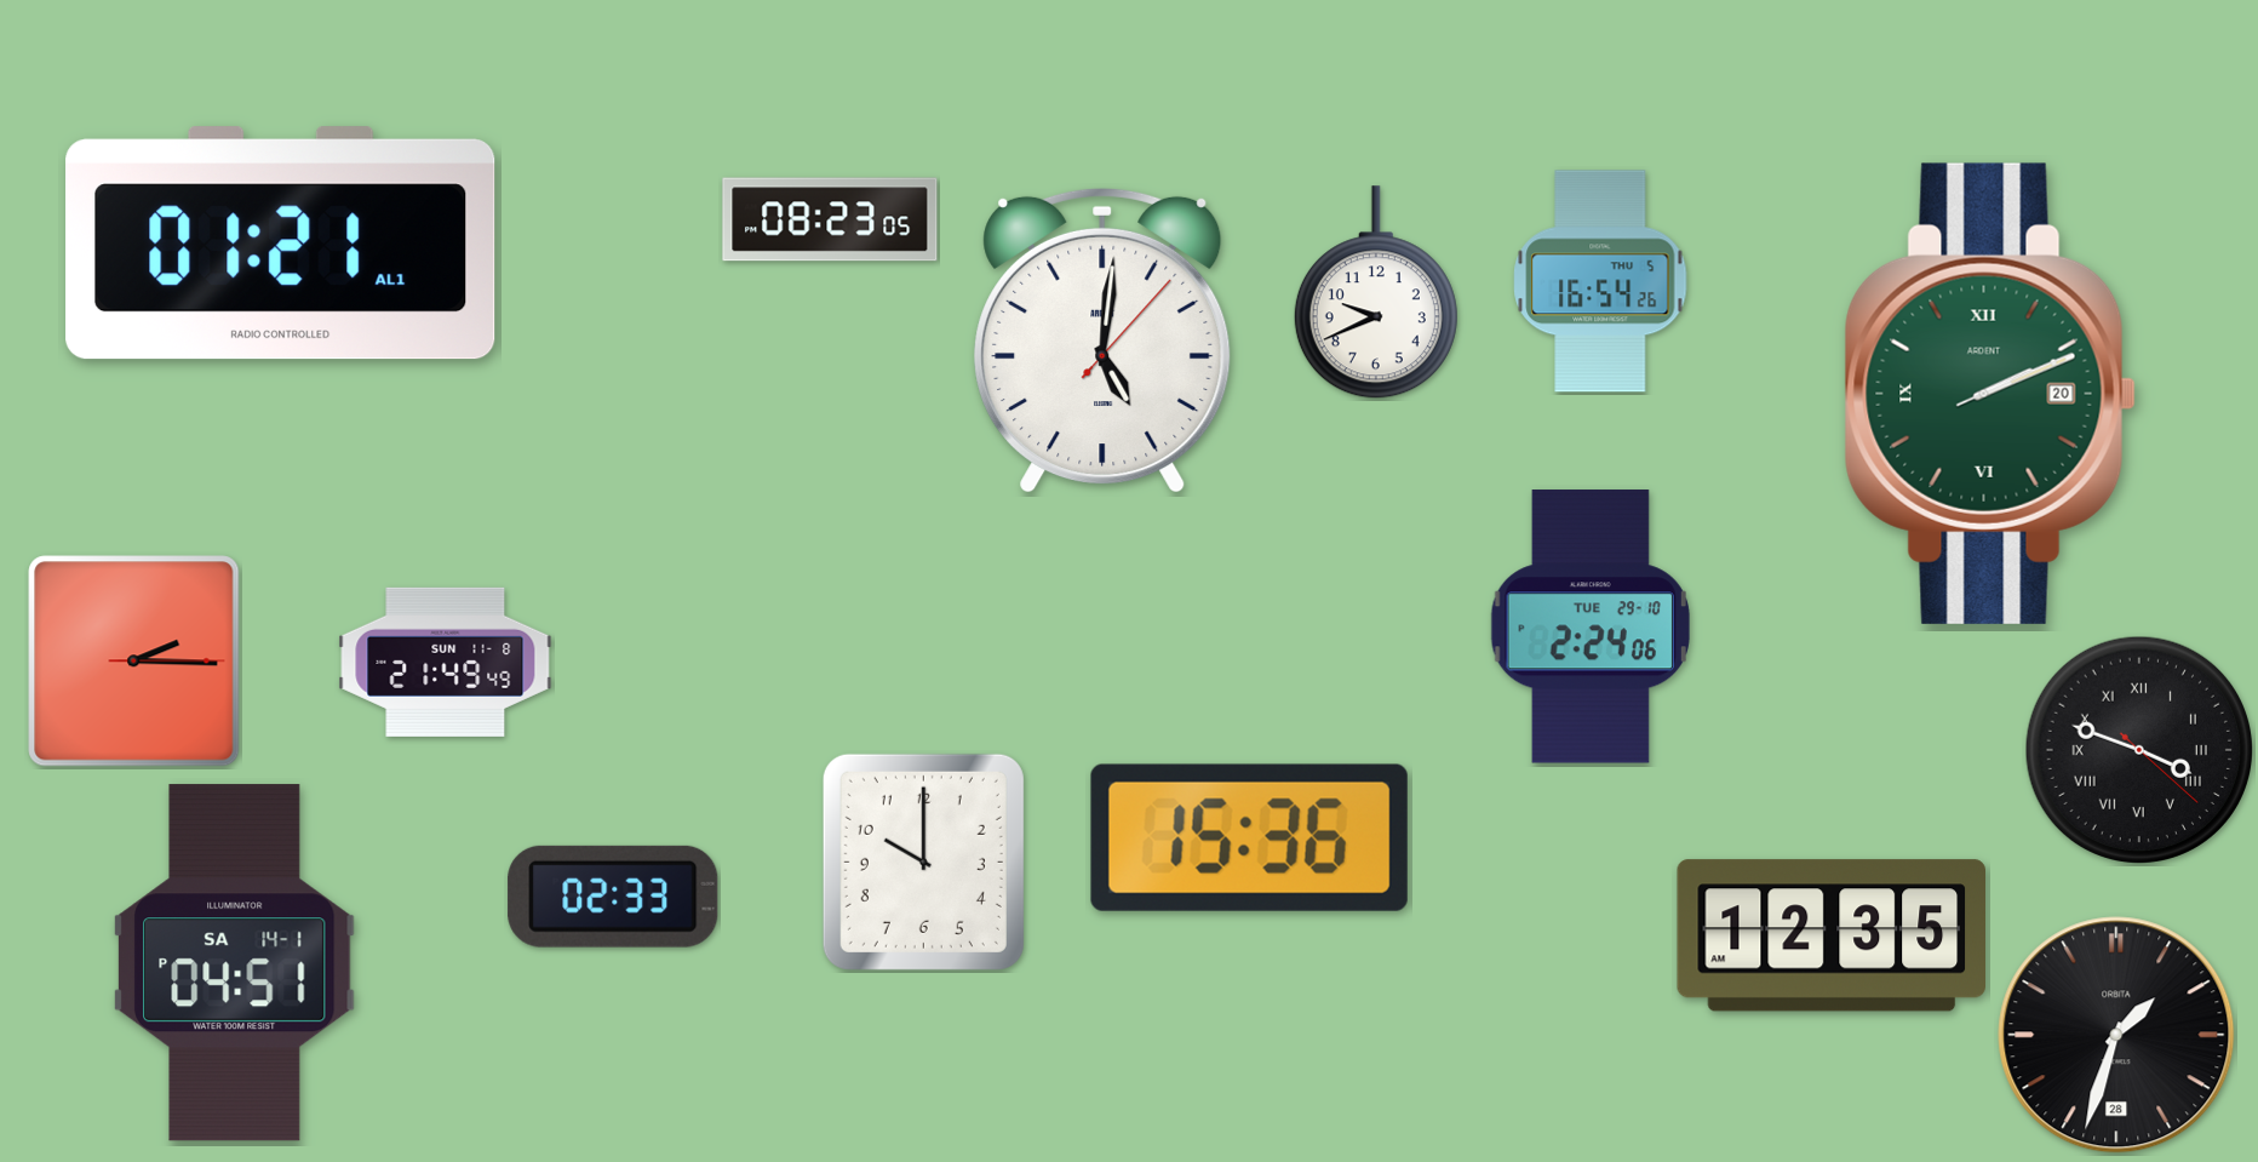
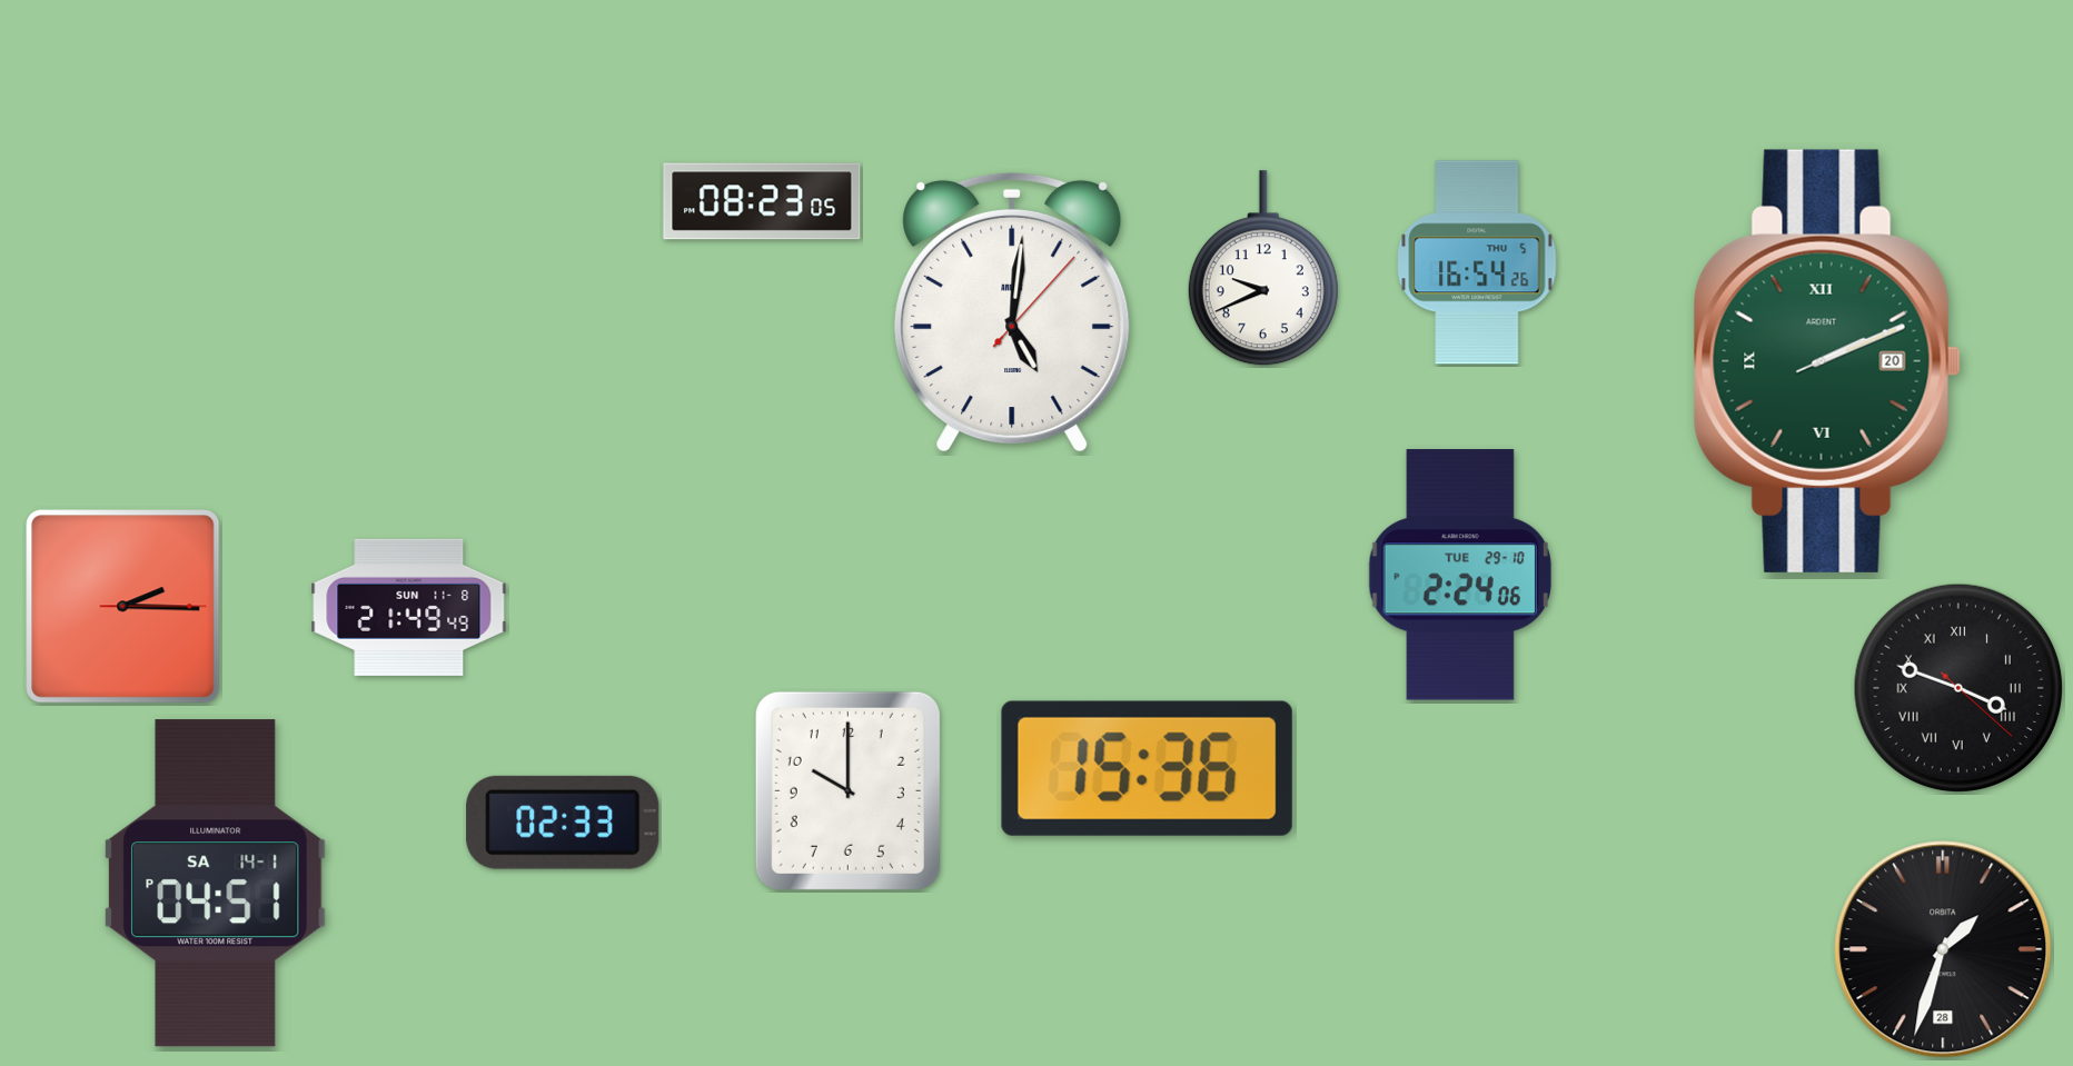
clock at (281, 244): 01:21 -> none
clock at (1600, 281) position: (1600, 281) -> (1477, 262)
clock at (2138, 749) position: (2138, 749) -> (1957, 687)
clock at (1830, 935): 12:35 -> none
